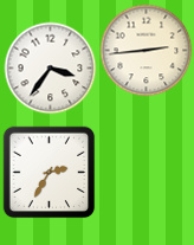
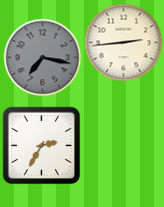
clock at (50, 67): 3:36 -> 7:17
clock at (50, 67) dial: white -> grey
